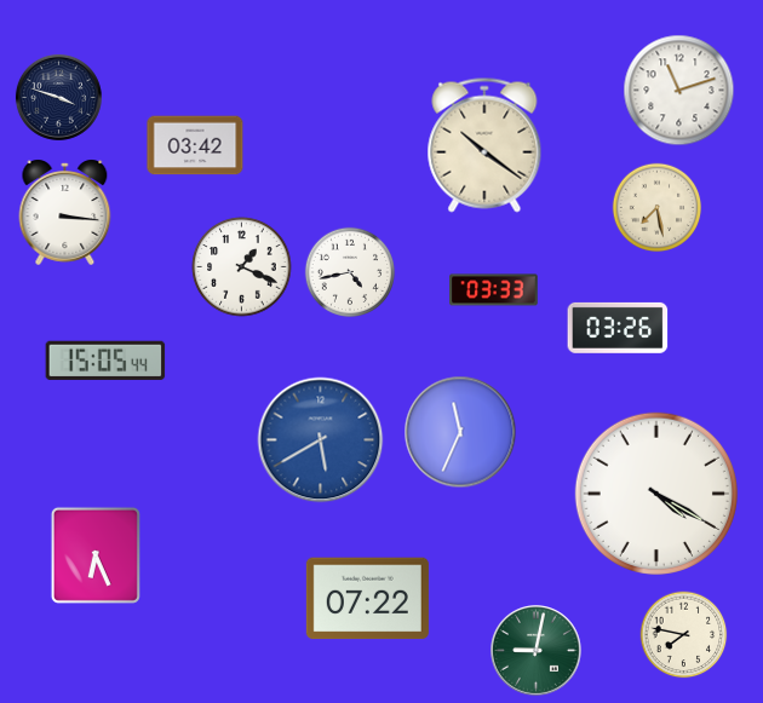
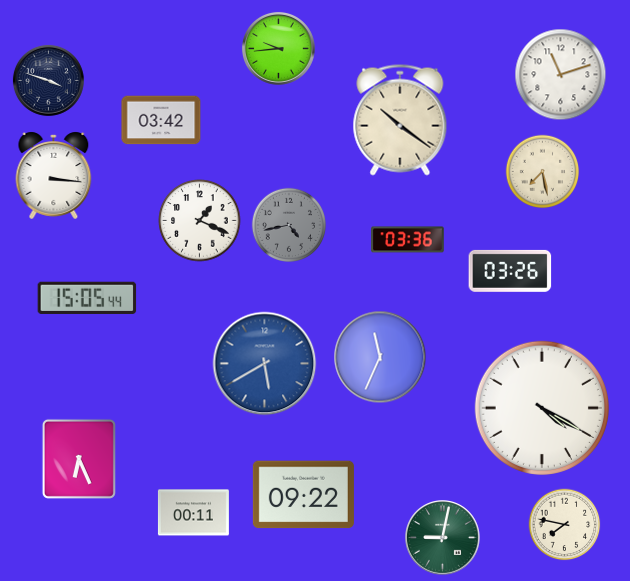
clock at (278, 48): none -> 9:44
clock at (349, 271) dial: white -> grey
clock at (494, 290): 03:33 -> 03:36
clock at (367, 599): 07:22 -> 09:22
clock at (193, 513): none -> 00:11
